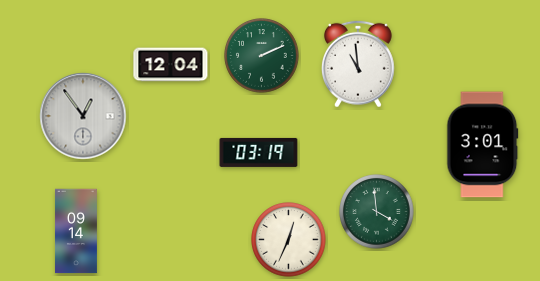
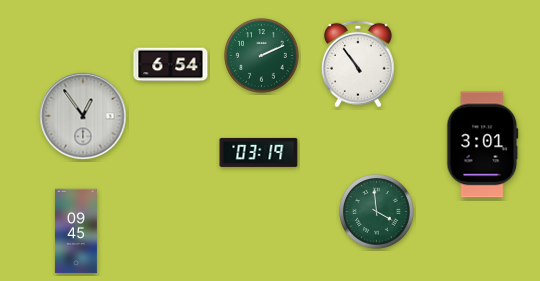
clock at (359, 64): 10:59 -> 10:54
clock at (171, 65): 12:04 -> 6:54
clock at (76, 231): 09:14 -> 09:45
clock at (289, 240): 12:34 -> none
